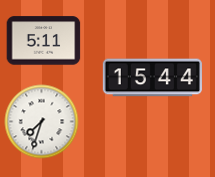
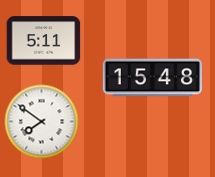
clock at (152, 78): 15:44 -> 15:48
clock at (42, 122): 7:33 -> 7:51
